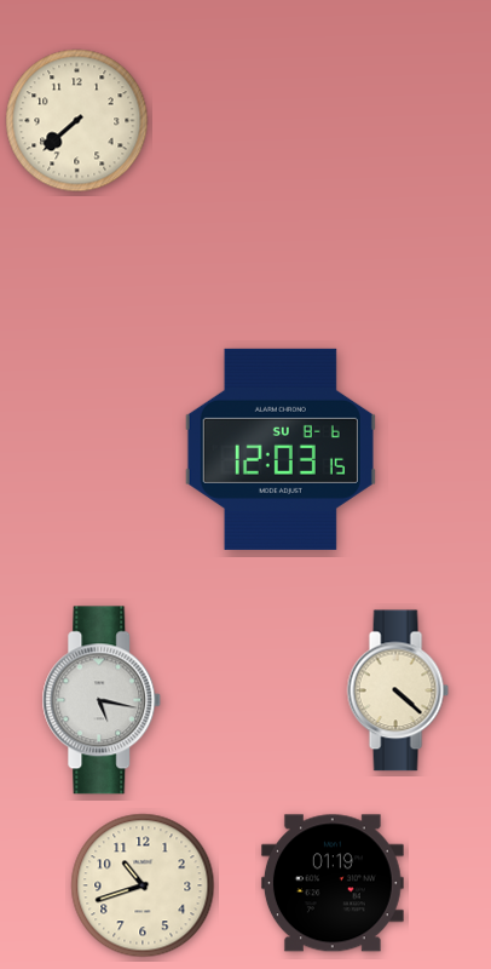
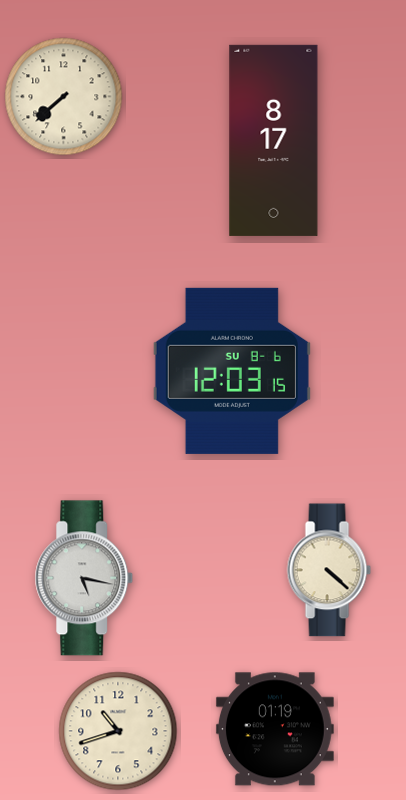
clock at (77, 121) position: (77, 121) -> (64, 97)
clock at (274, 140): none -> 8:17
